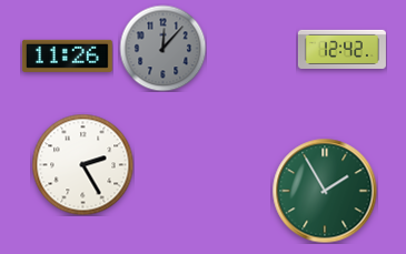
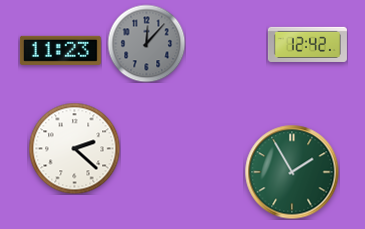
clock at (67, 55): 11:26 -> 11:23
clock at (82, 164): 2:25 -> 2:22
